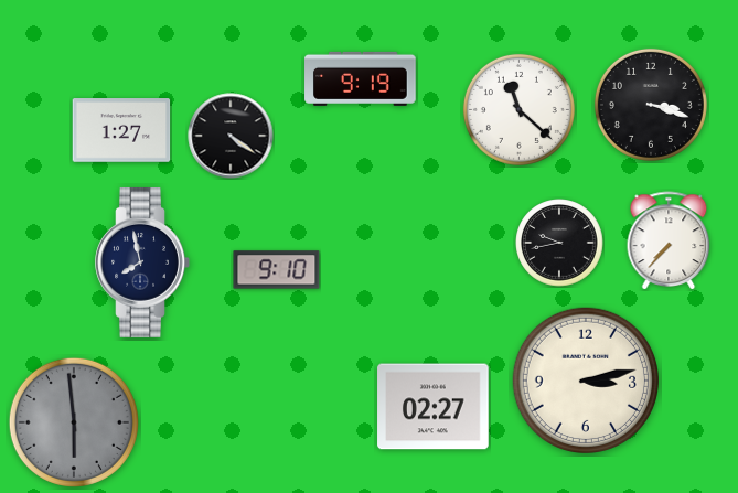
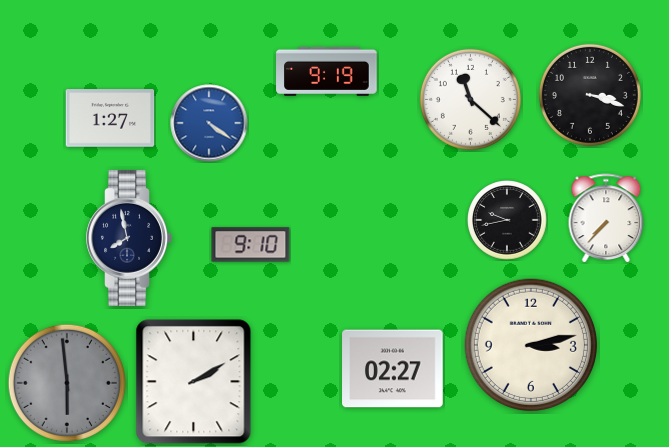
clock at (231, 136) dial: black -> blue
clock at (194, 382): none -> 2:10
